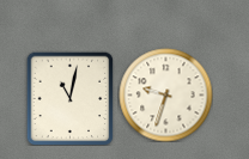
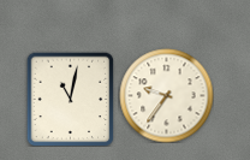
clock at (165, 94): 9:33 -> 9:36
